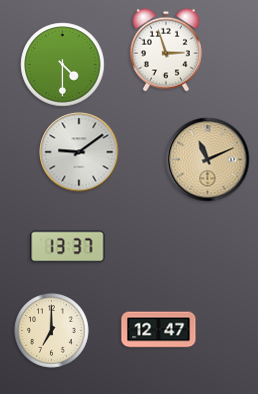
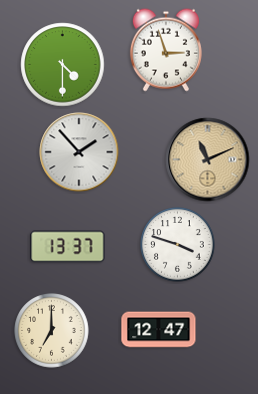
clock at (79, 152): 9:09 -> 1:53
clock at (178, 245): none -> 3:48
